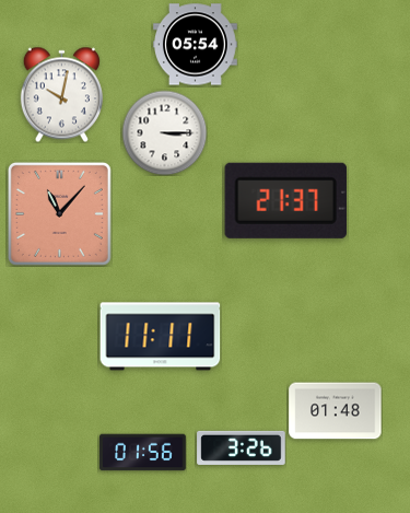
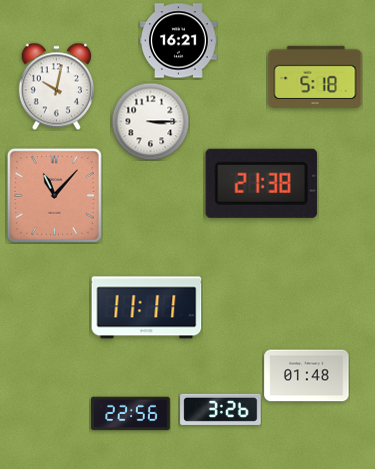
clock at (196, 45): 05:54 -> 16:21
clock at (315, 77): none -> 5:18
clock at (285, 200): 21:37 -> 21:38
clock at (143, 453): 01:56 -> 22:56
